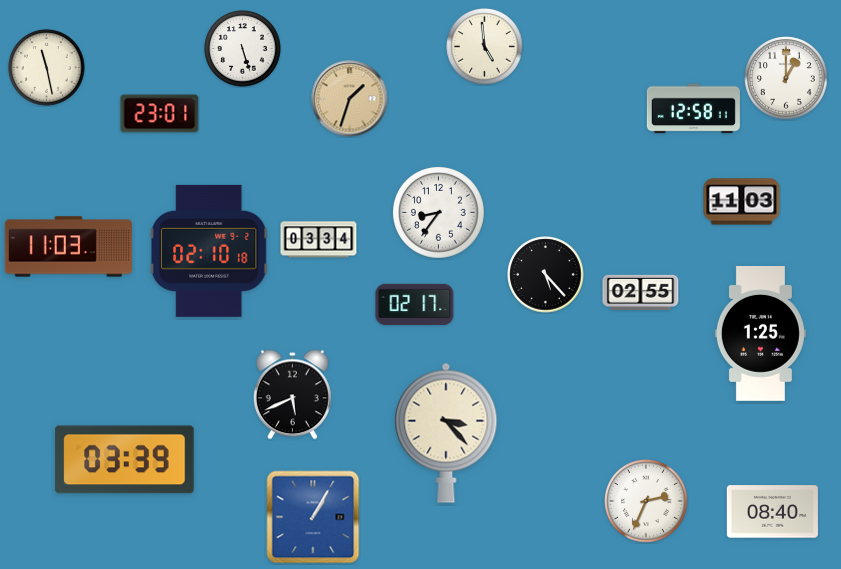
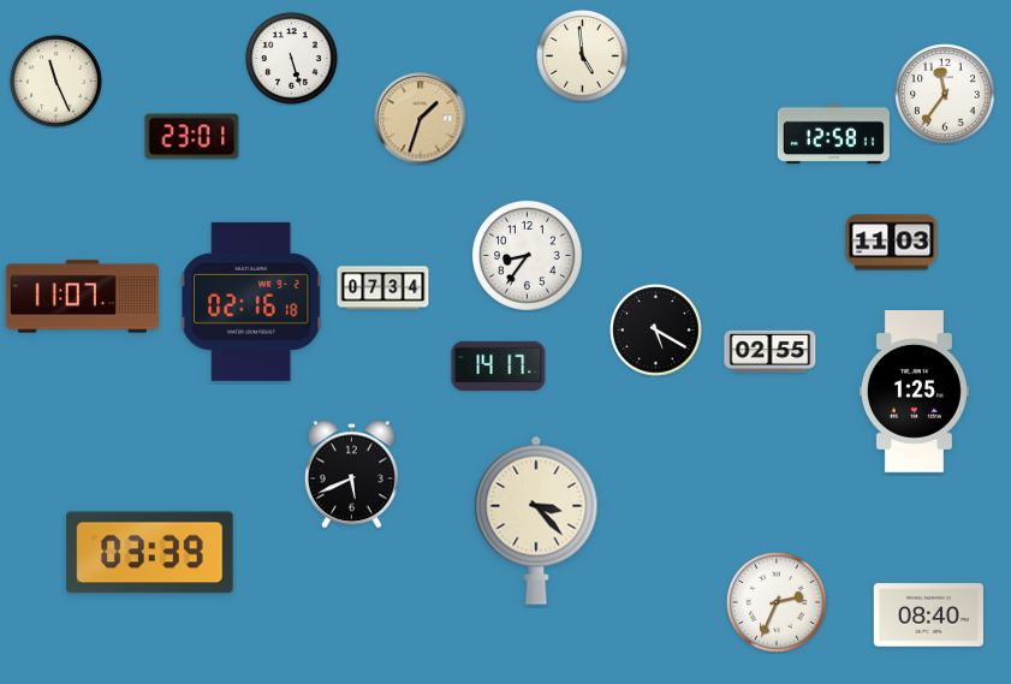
clock at (47, 68): 11:28 -> 11:26
clock at (786, 78): 1:00 -> 11:36
clock at (693, 109) position: (693, 109) -> (833, 135)
clock at (319, 240): 03:34 -> 07:34
clock at (68, 247): 11:03 -> 11:07
clock at (209, 251): 02:10 -> 02:16
clock at (546, 275): 5:23 -> 5:20
clock at (415, 304): 02:17 -> 14:17
clock at (760, 334) position: (760, 334) -> (914, 392)
clock at (313, 517): 1:05 -> none
